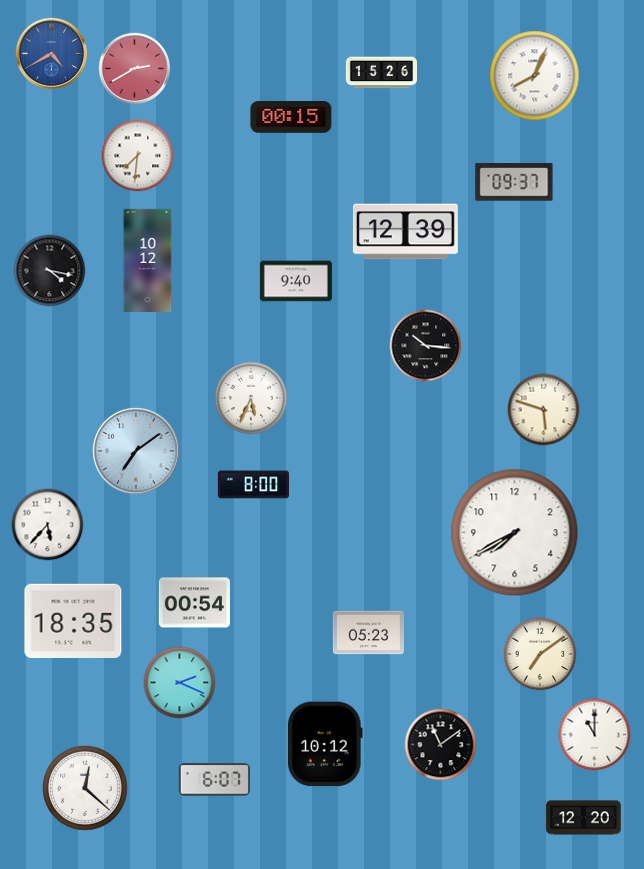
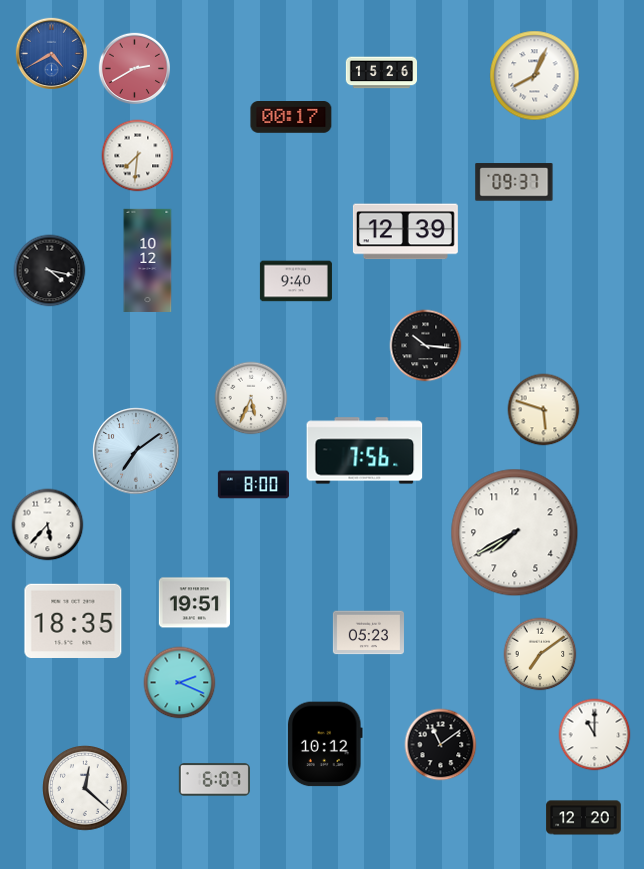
clock at (291, 117): 00:15 -> 00:17
clock at (365, 451): none -> 7:56
clock at (194, 603): 00:54 -> 19:51
